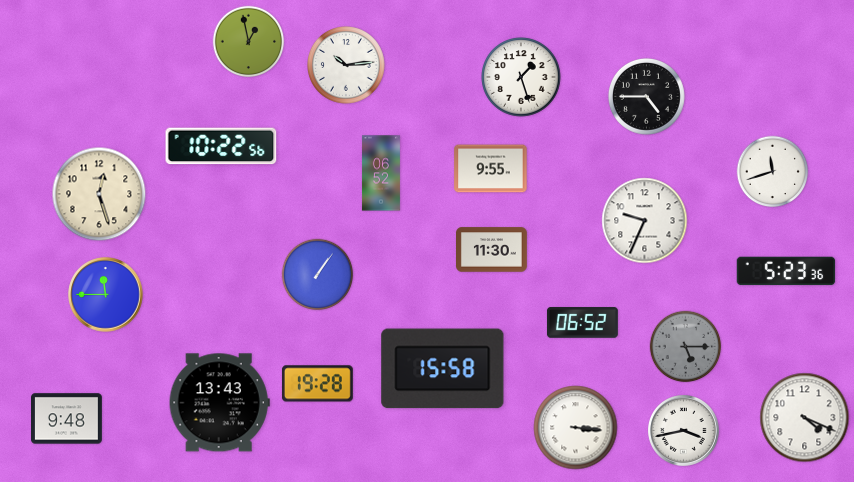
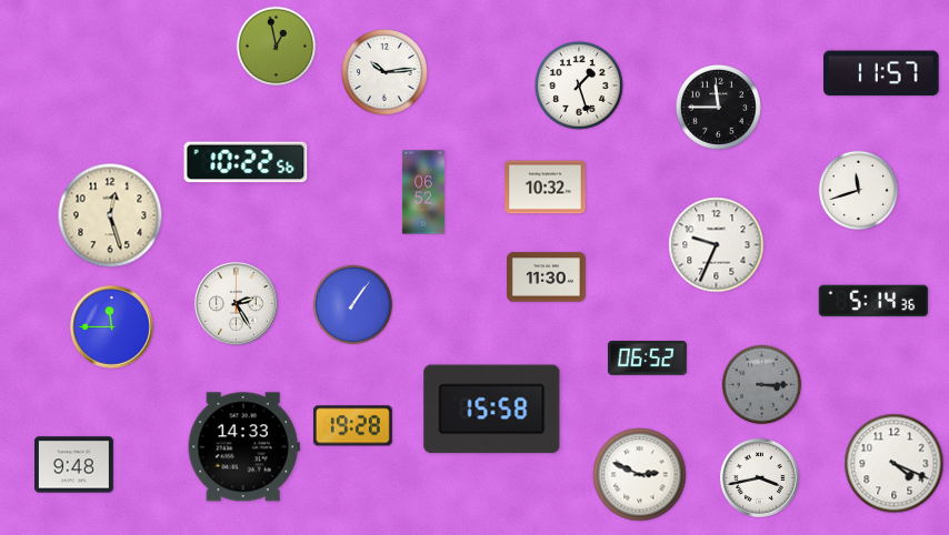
clock at (881, 73): none -> 11:57
clock at (646, 96): 4:45 -> 11:45
clock at (491, 169): 9:55 -> 10:32
clock at (786, 271): 5:23 -> 5:14
clock at (237, 304): none -> 2:25
clock at (106, 295) position: (106, 295) -> (112, 327)
clock at (686, 347): 5:15 -> 3:15
clock at (219, 403): 13:43 -> 14:33
clock at (576, 428): 3:16 -> 2:49
